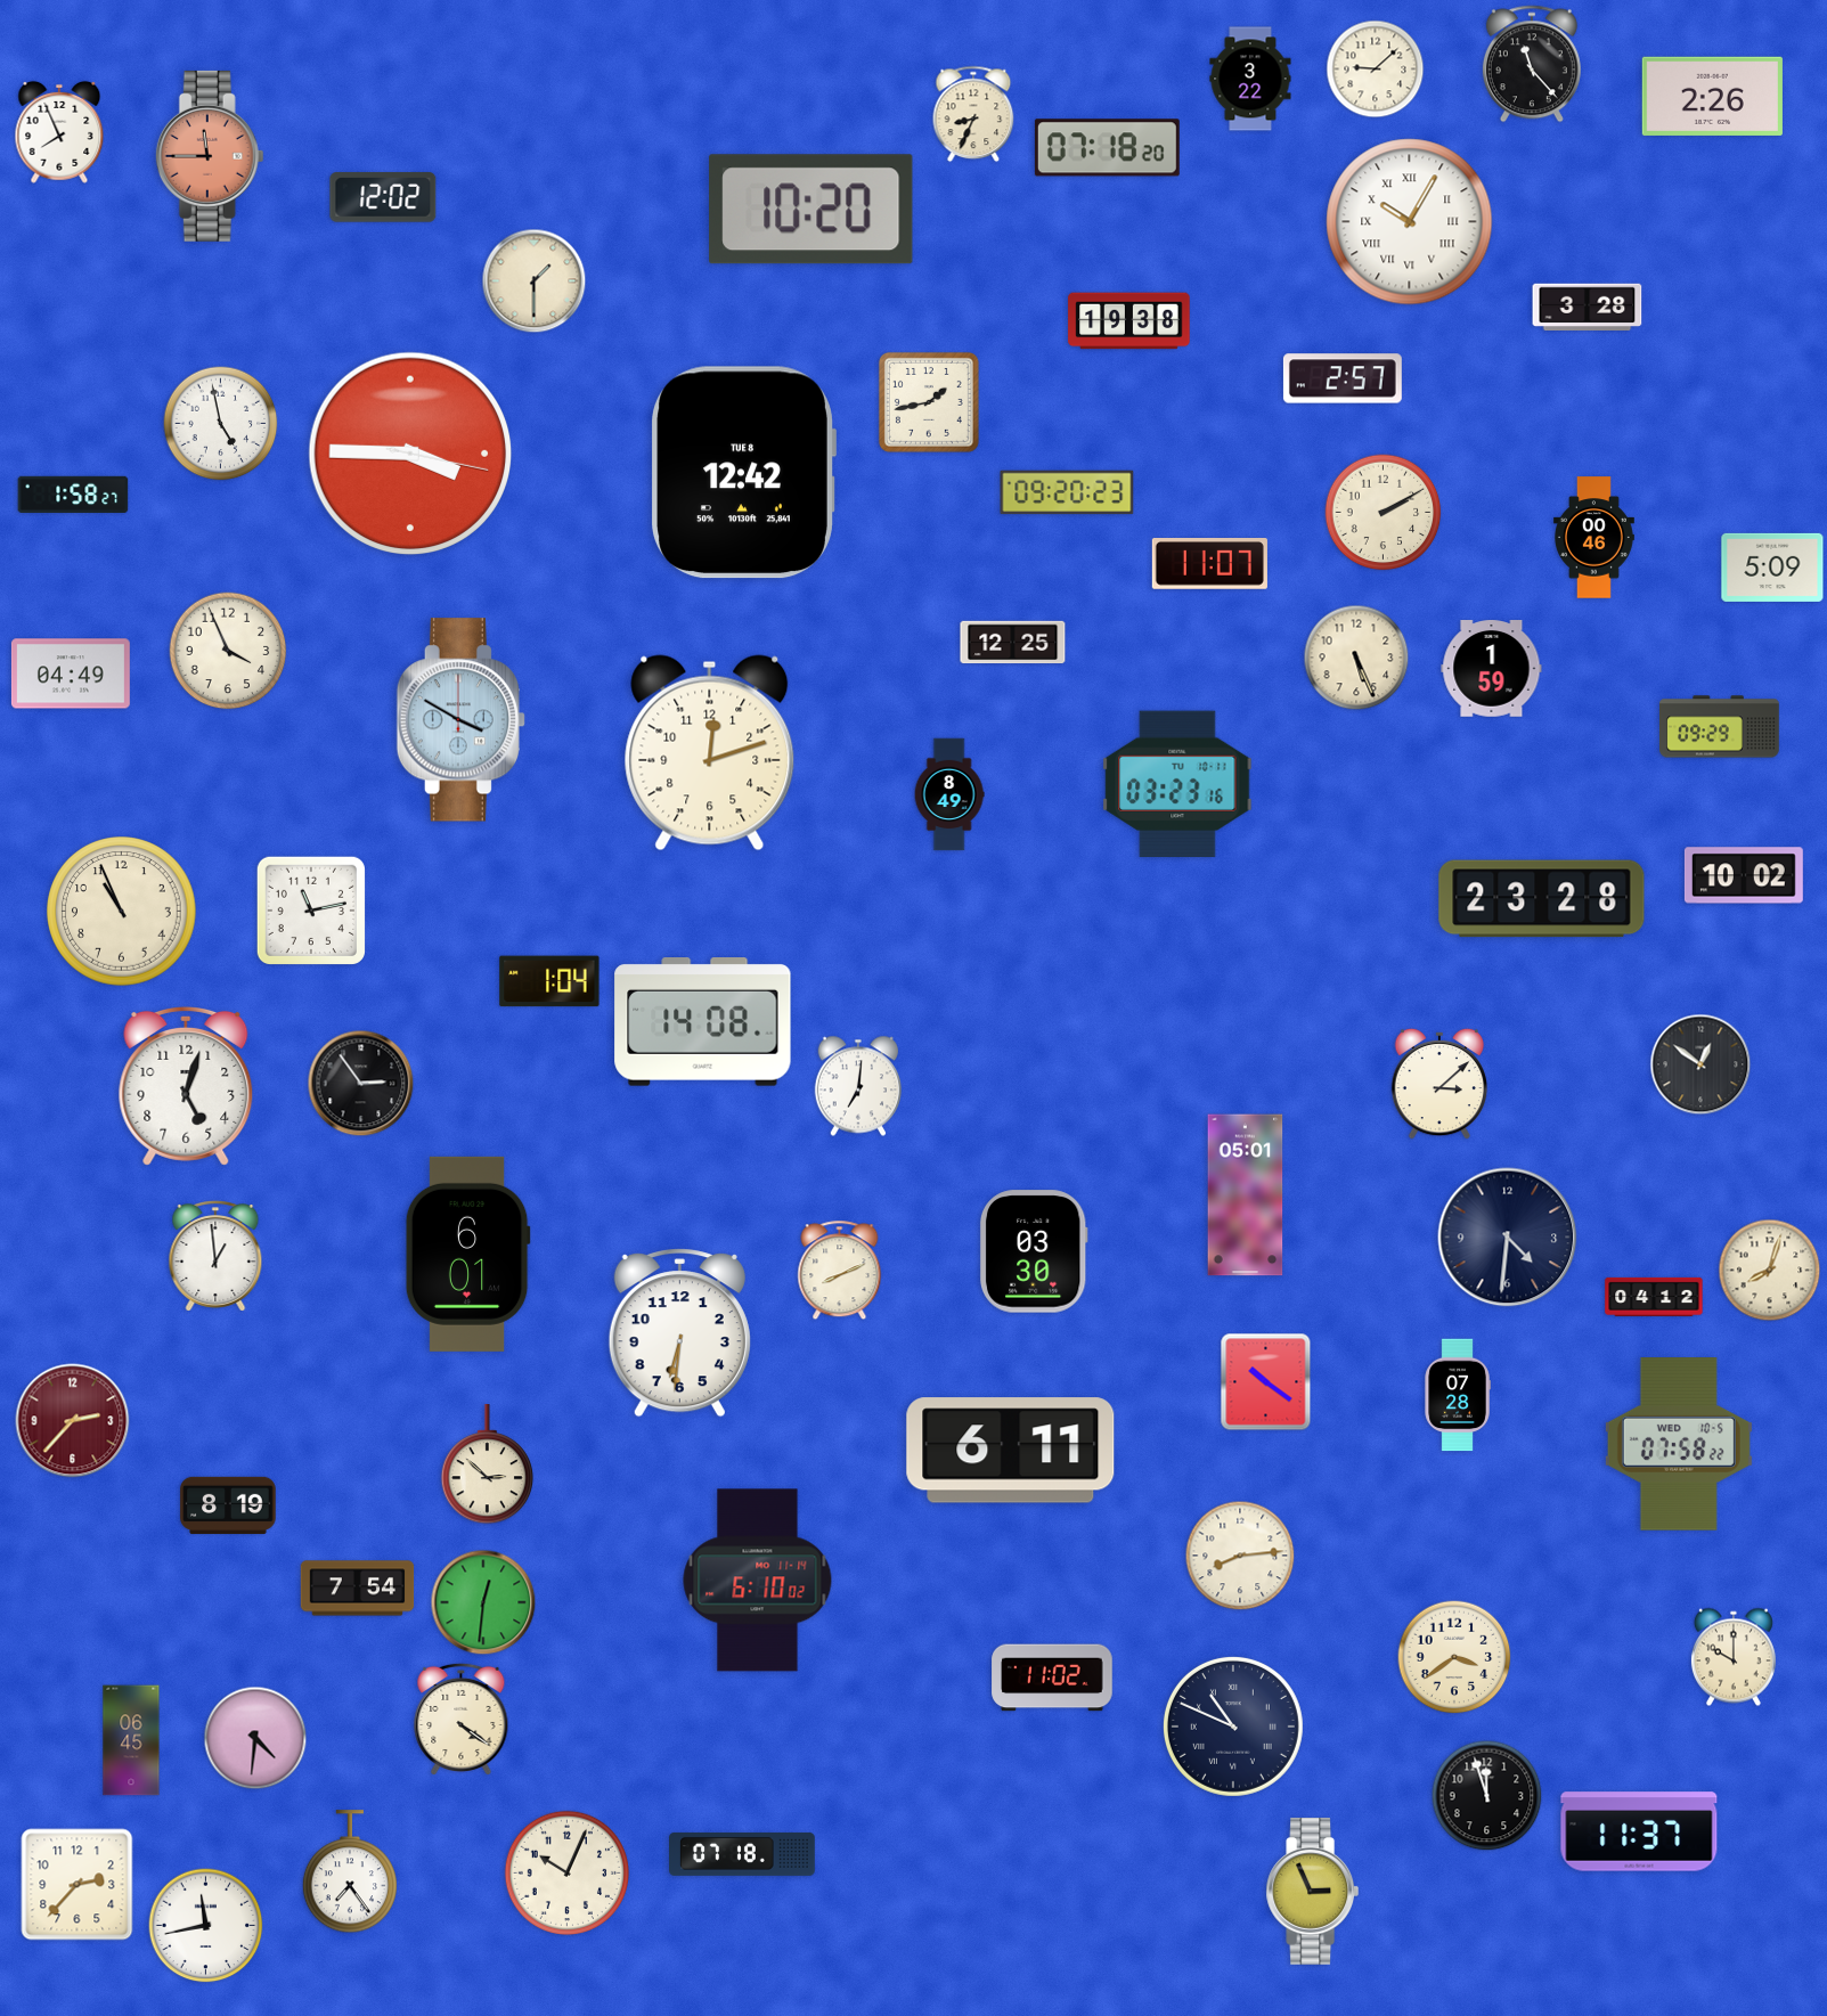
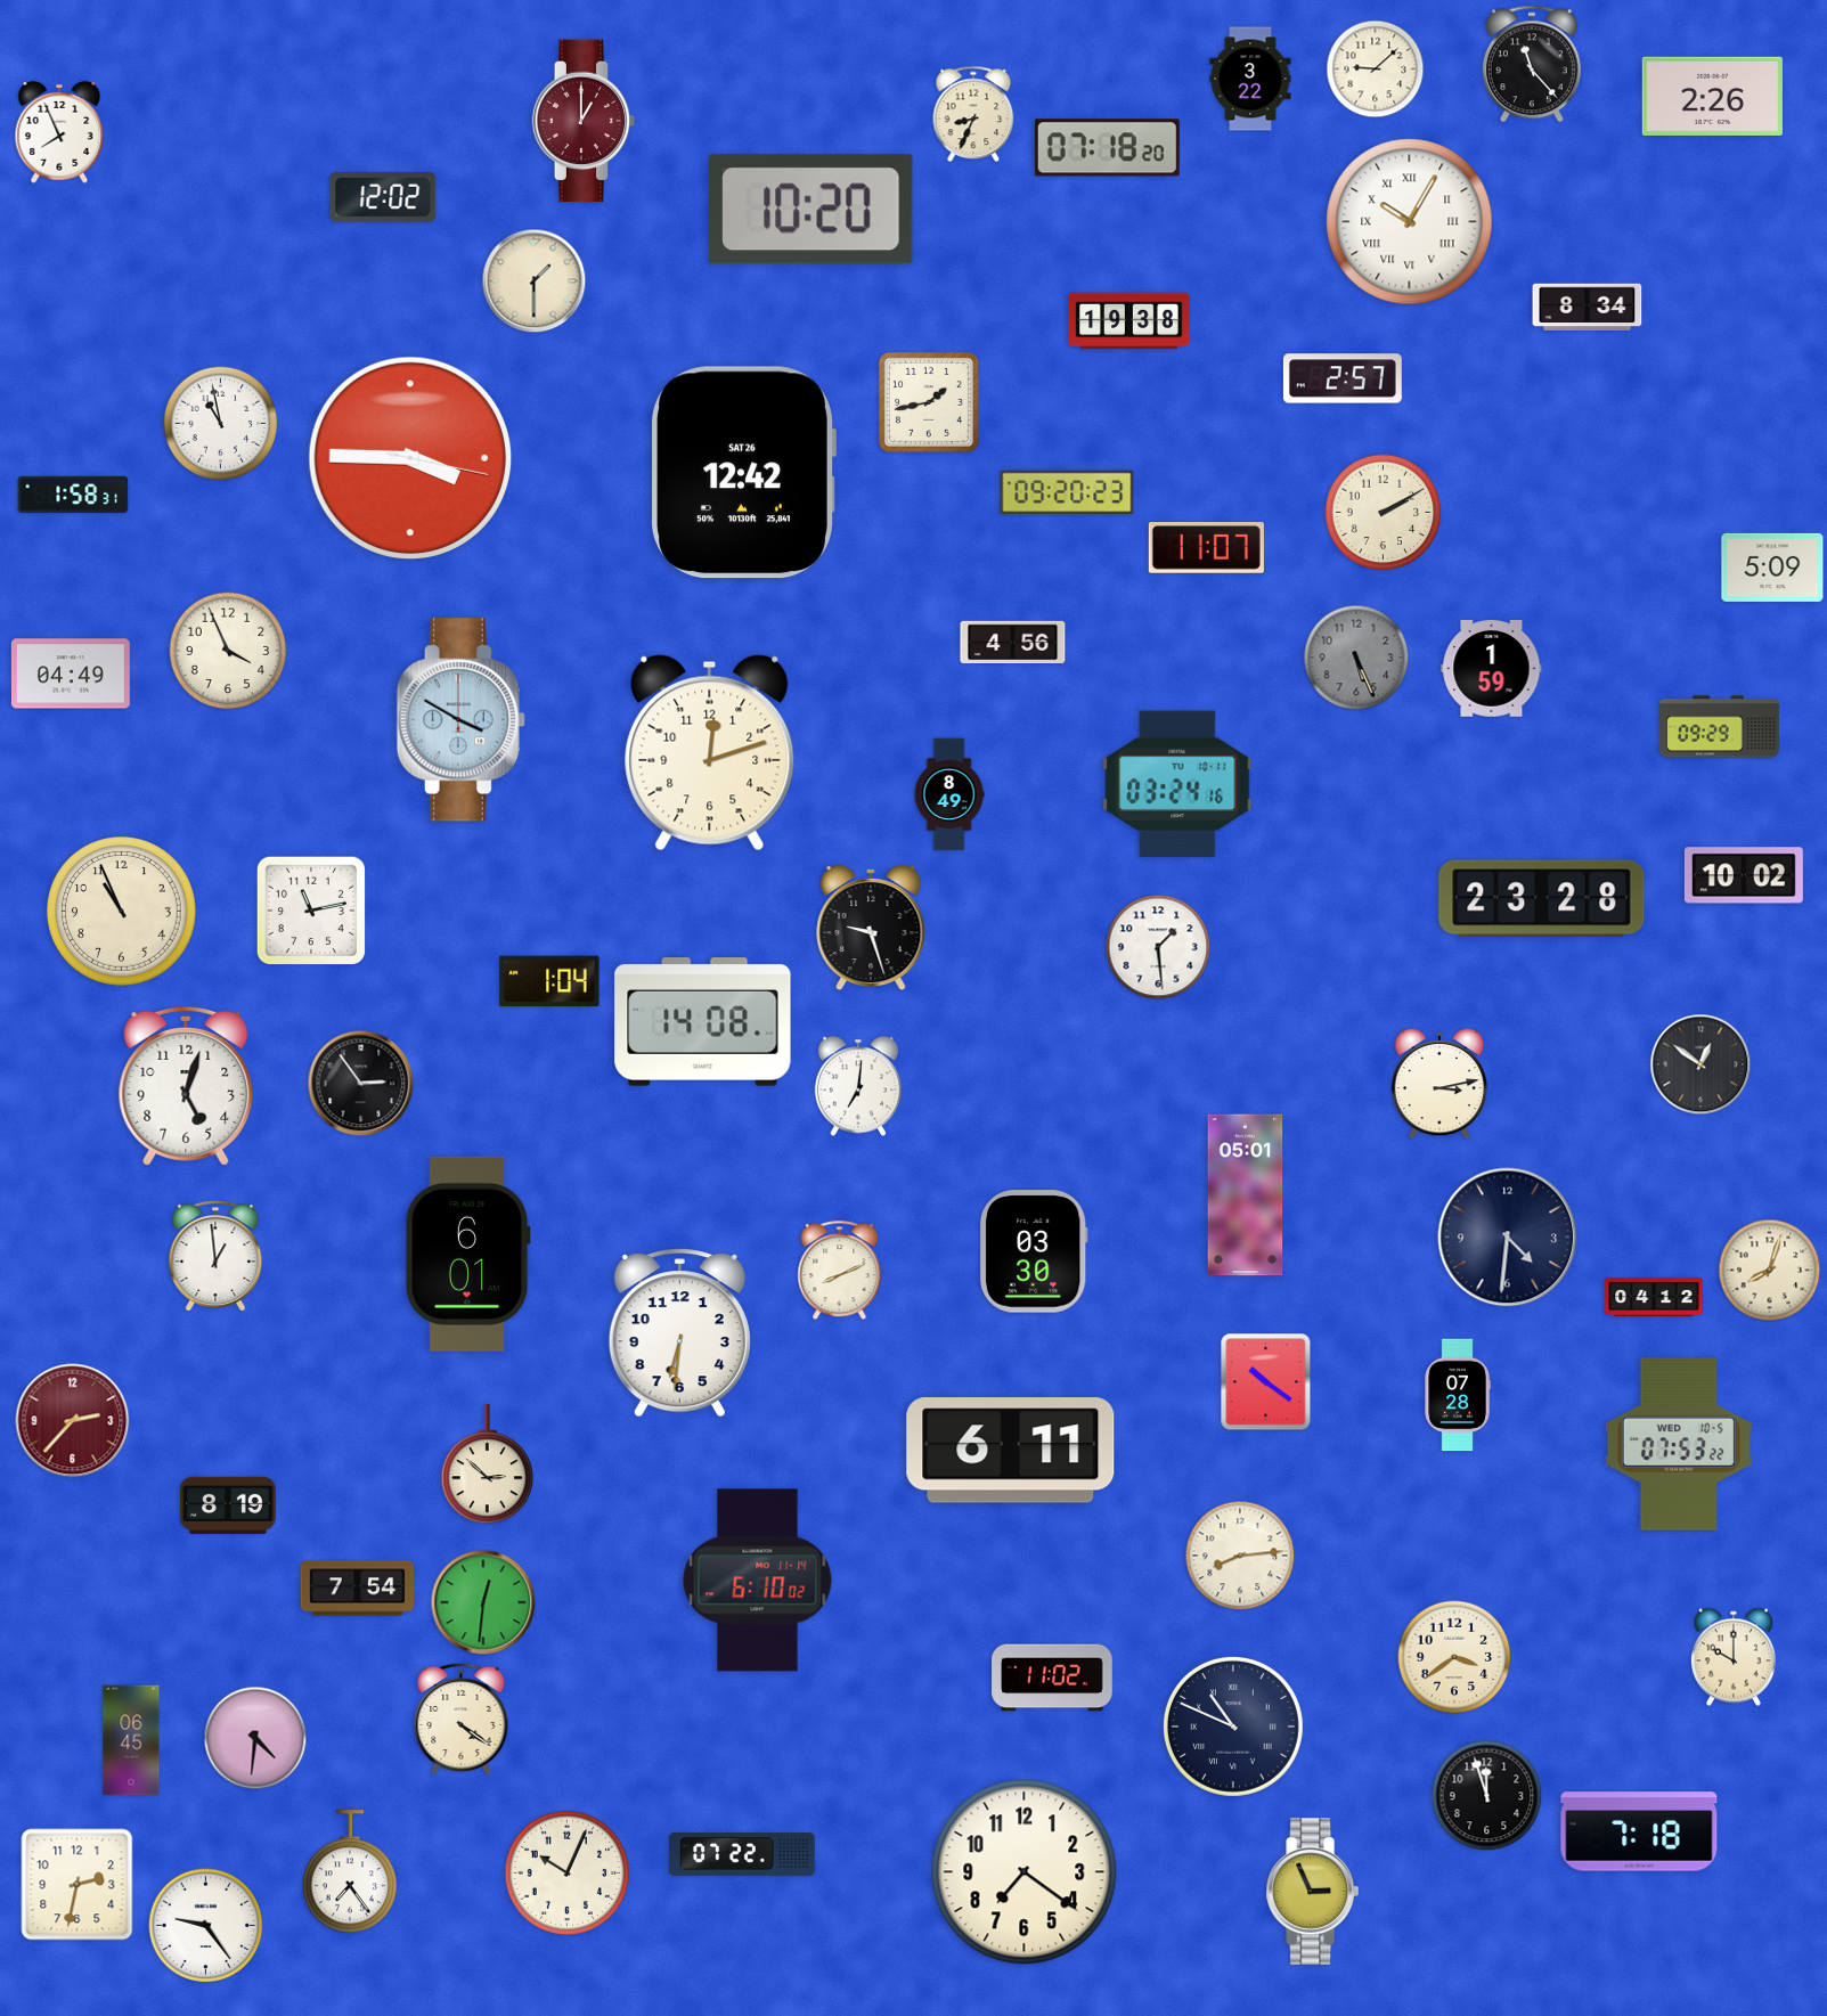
clock at (584, 121): none -> 1:00
clock at (210, 156): 11:45 -> none
clock at (1588, 307): 3:28 -> 8:34
clock at (221, 424): 4:58 -> 10:58
clock at (410, 454) position: (410, 454) -> (410, 458)
clock at (744, 473) date: TUE 8 -> SAT 26
clock at (73, 493): 1:58:27 -> 1:58:31
clock at (1593, 538): 00:46 -> none
clock at (1209, 564) position: (1209, 564) -> (1206, 548)
clock at (1013, 643): 12:25 -> 4:56
clock at (1356, 658) dial: cream -> grey
clock at (1177, 784): 03:23 -> 03:24
clock at (871, 928): none -> 9:27
clock at (1158, 947): none -> 1:29
clock at (1438, 1084): 3:08 -> 3:13
clock at (1679, 1445): 07:58 -> 07:53
clock at (1639, 1831): 11:37 -> 7:18
clock at (742, 1854): 07:18 -> 07:22
clock at (1025, 1872): none -> 7:21
clock at (78, 1885): 2:37 -> 2:32
clock at (206, 1926): 11:43 -> 9:24
